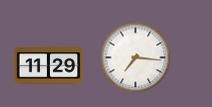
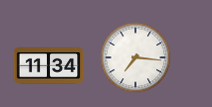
clock at (49, 66): 11:29 -> 11:34
